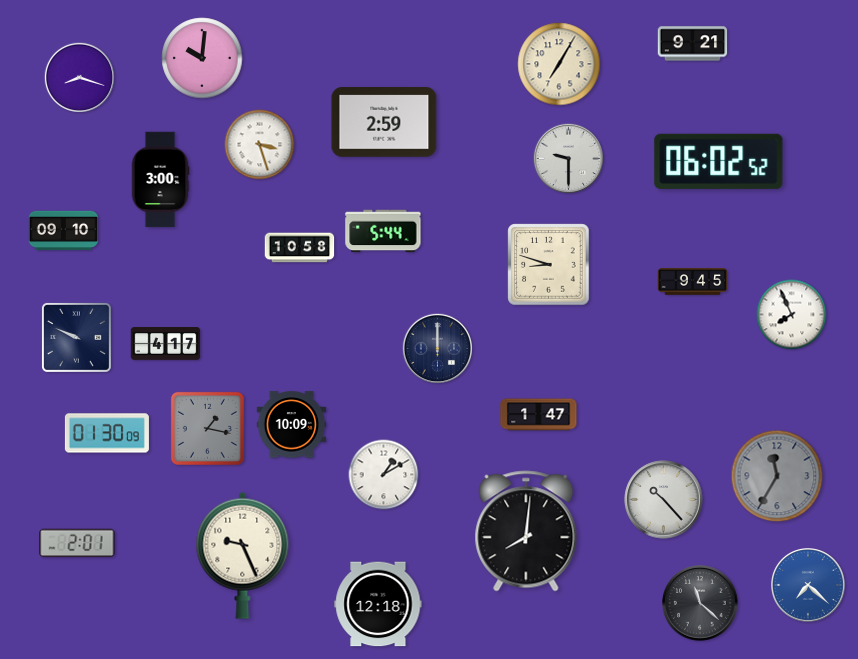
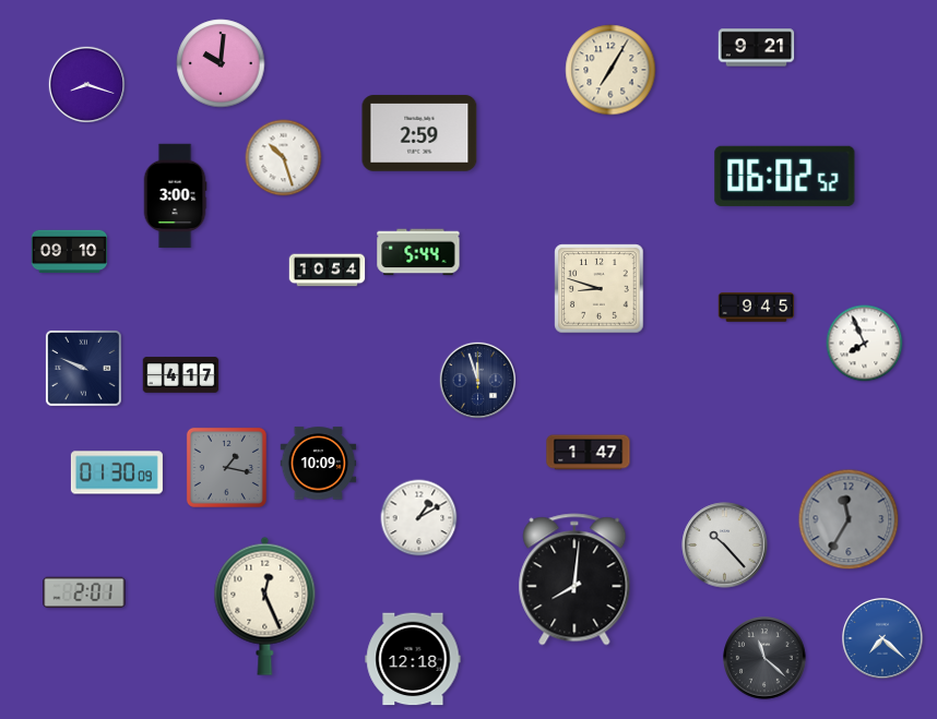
clock at (260, 145): 3:27 -> 10:27
clock at (568, 158): 9:30 -> none
clock at (300, 248): 10:58 -> 10:54
clock at (437, 348): 12:00 -> 11:57
clock at (243, 555): 9:26 -> 12:26
